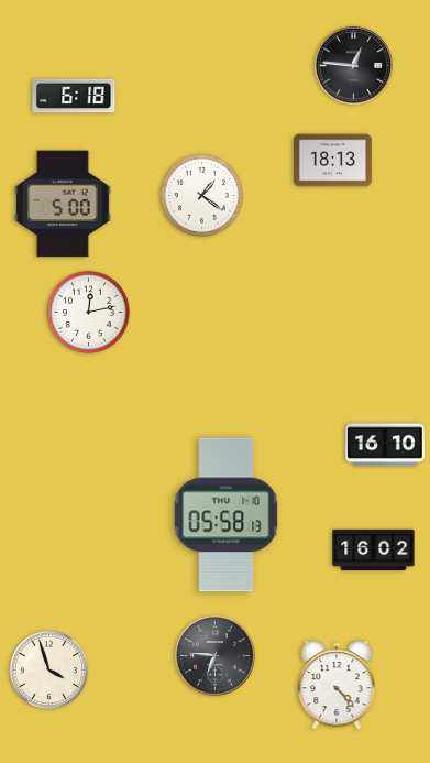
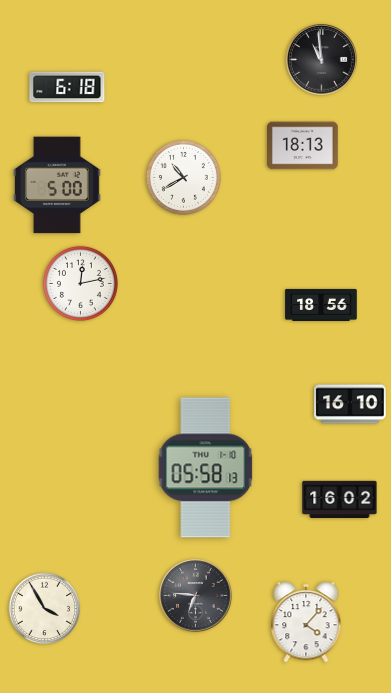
clock at (354, 66): 12:46 -> 10:59
clock at (201, 195): 1:21 -> 10:40
clock at (321, 305): none -> 18:56
clock at (49, 671): 3:57 -> 3:55
clock at (337, 685): 4:23 -> 4:07
